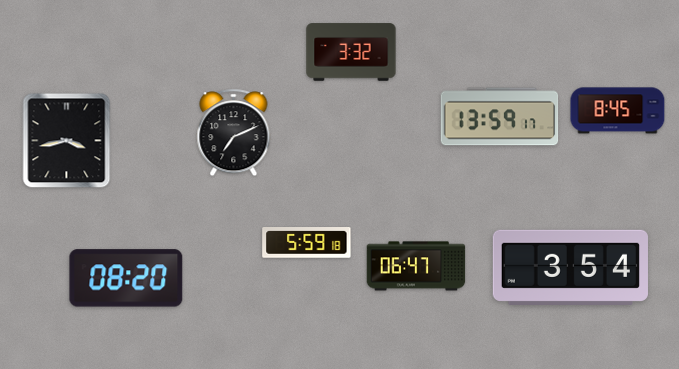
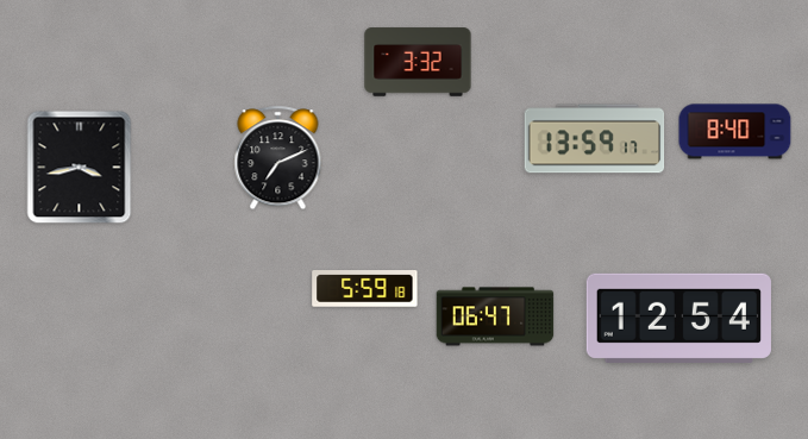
clock at (618, 111): 8:45 -> 8:40
clock at (570, 267): 3:54 -> 12:54
clock at (126, 278): 08:20 -> none
